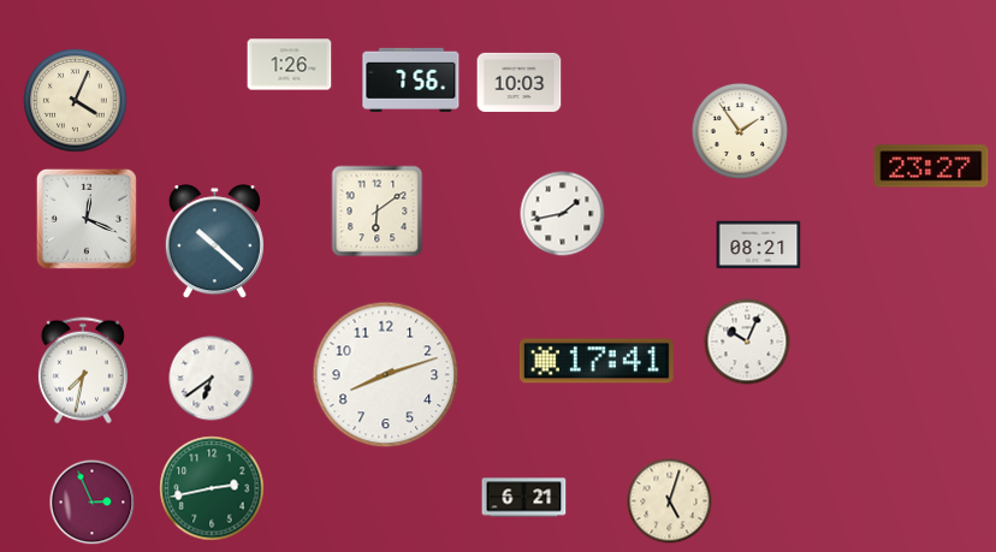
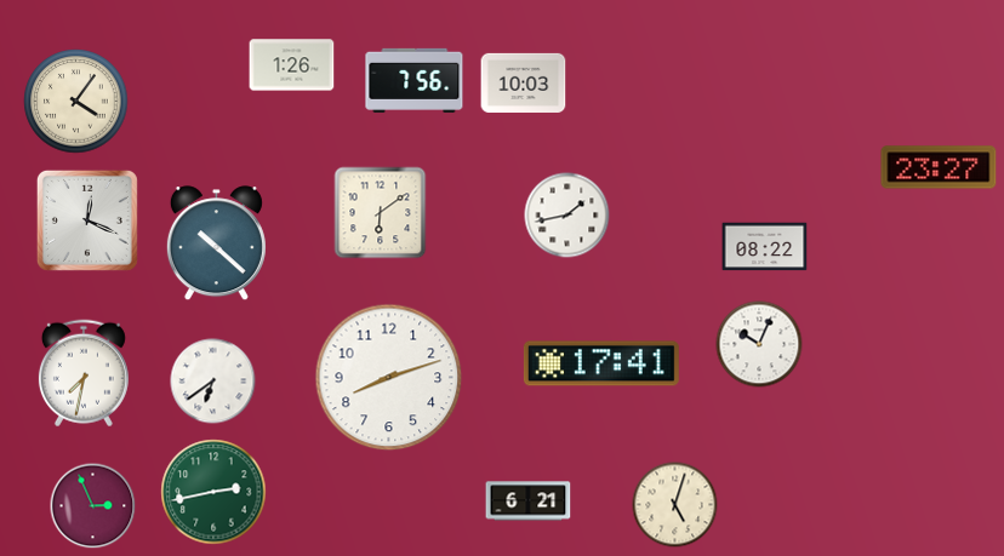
clock at (76, 101): 4:04 -> 4:06
clock at (740, 131): 1:54 -> none
clock at (759, 245): 08:21 -> 08:22
clock at (747, 342) position: (747, 342) -> (759, 344)
